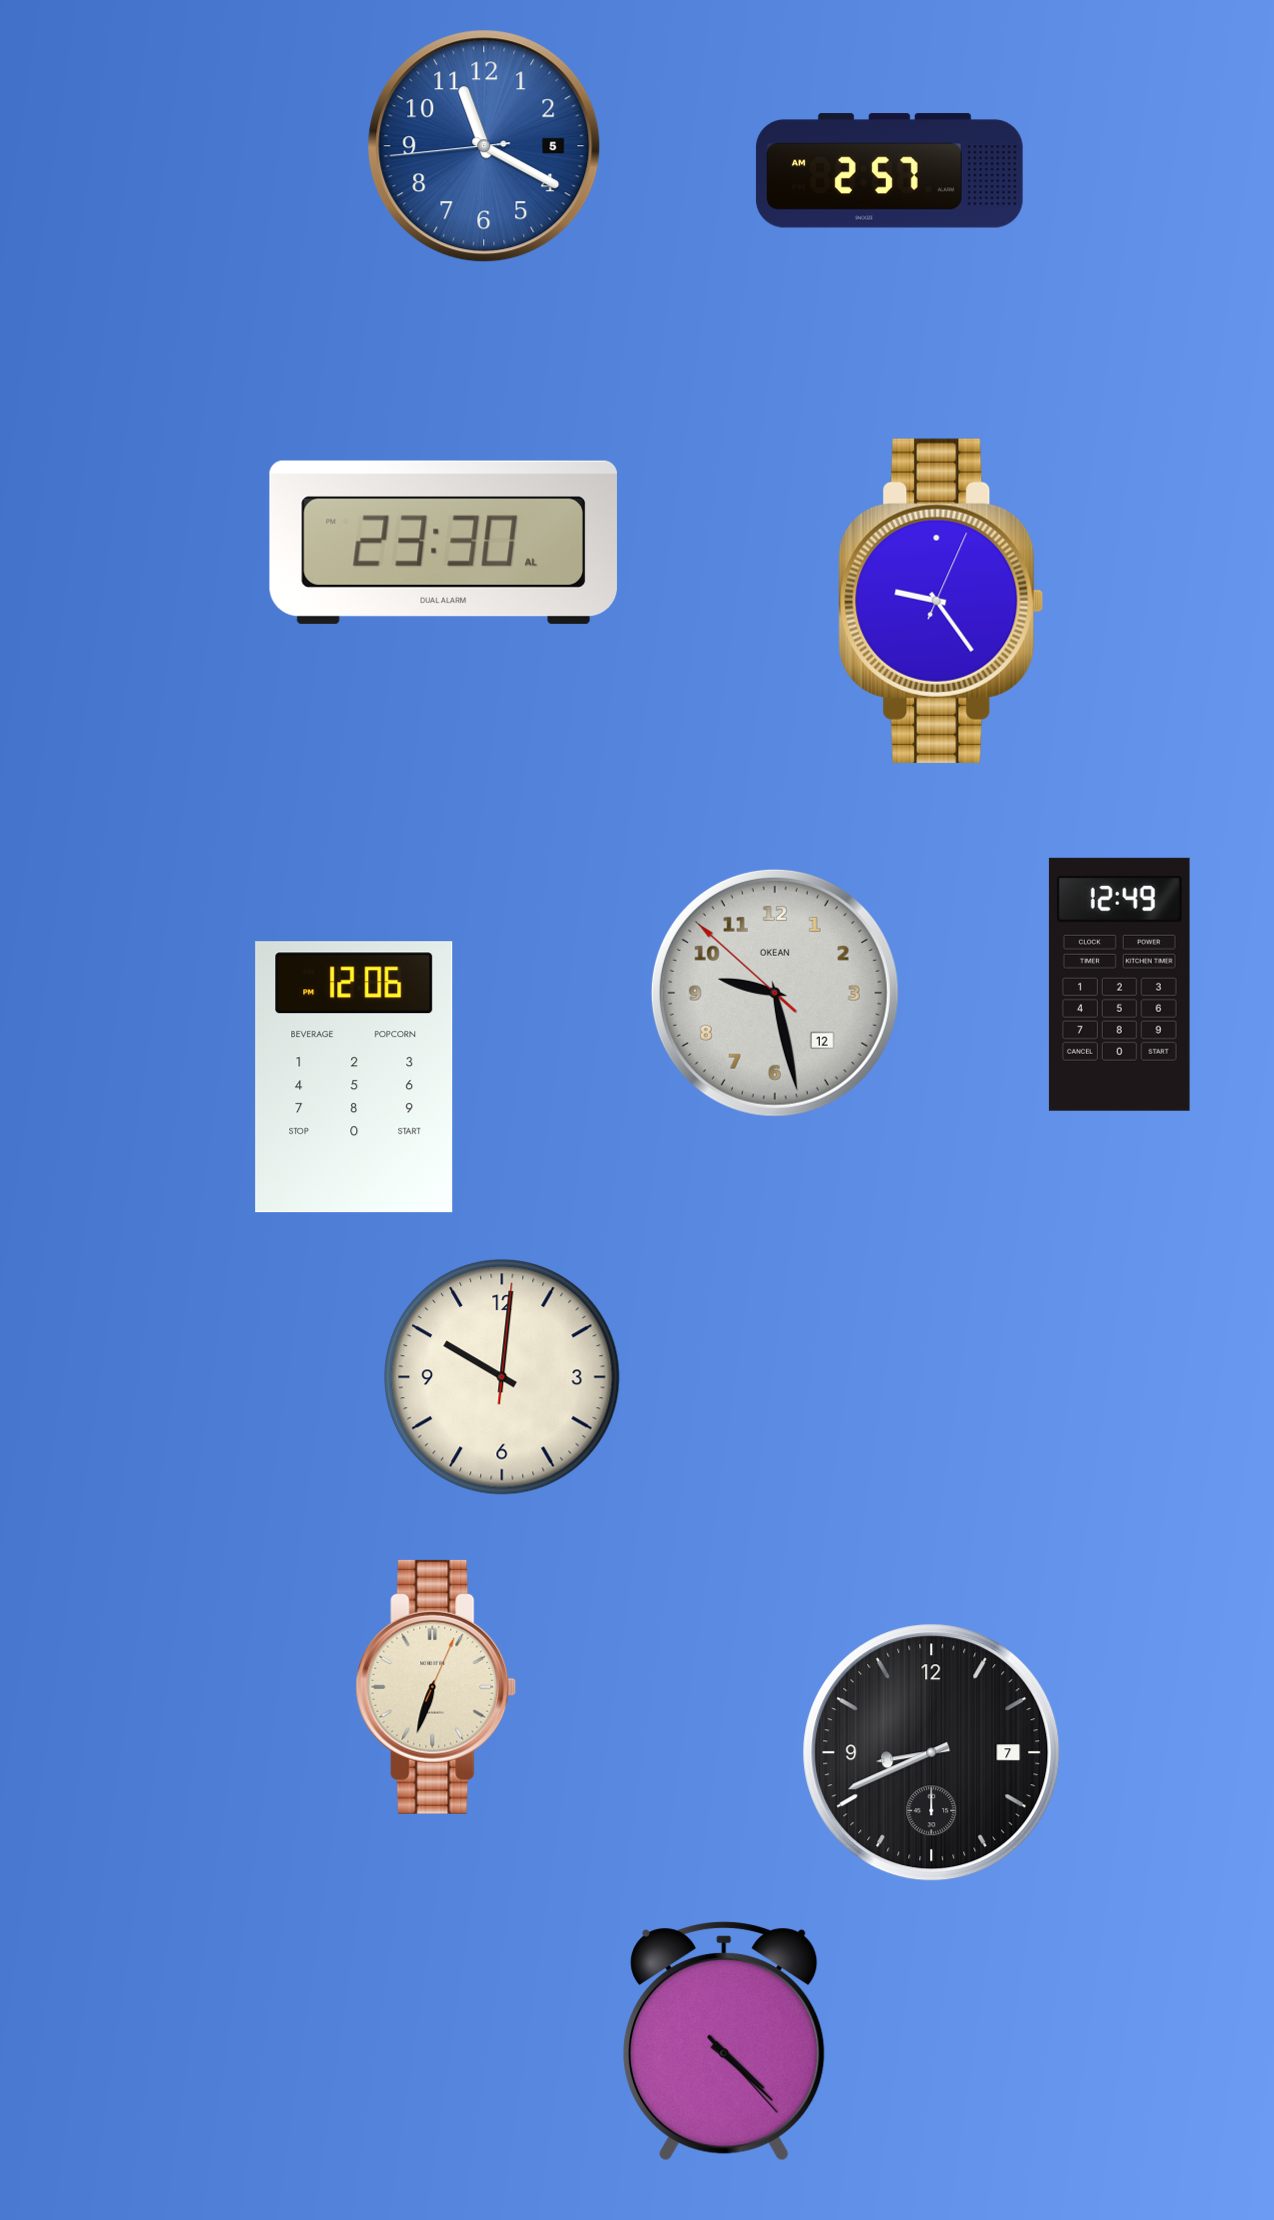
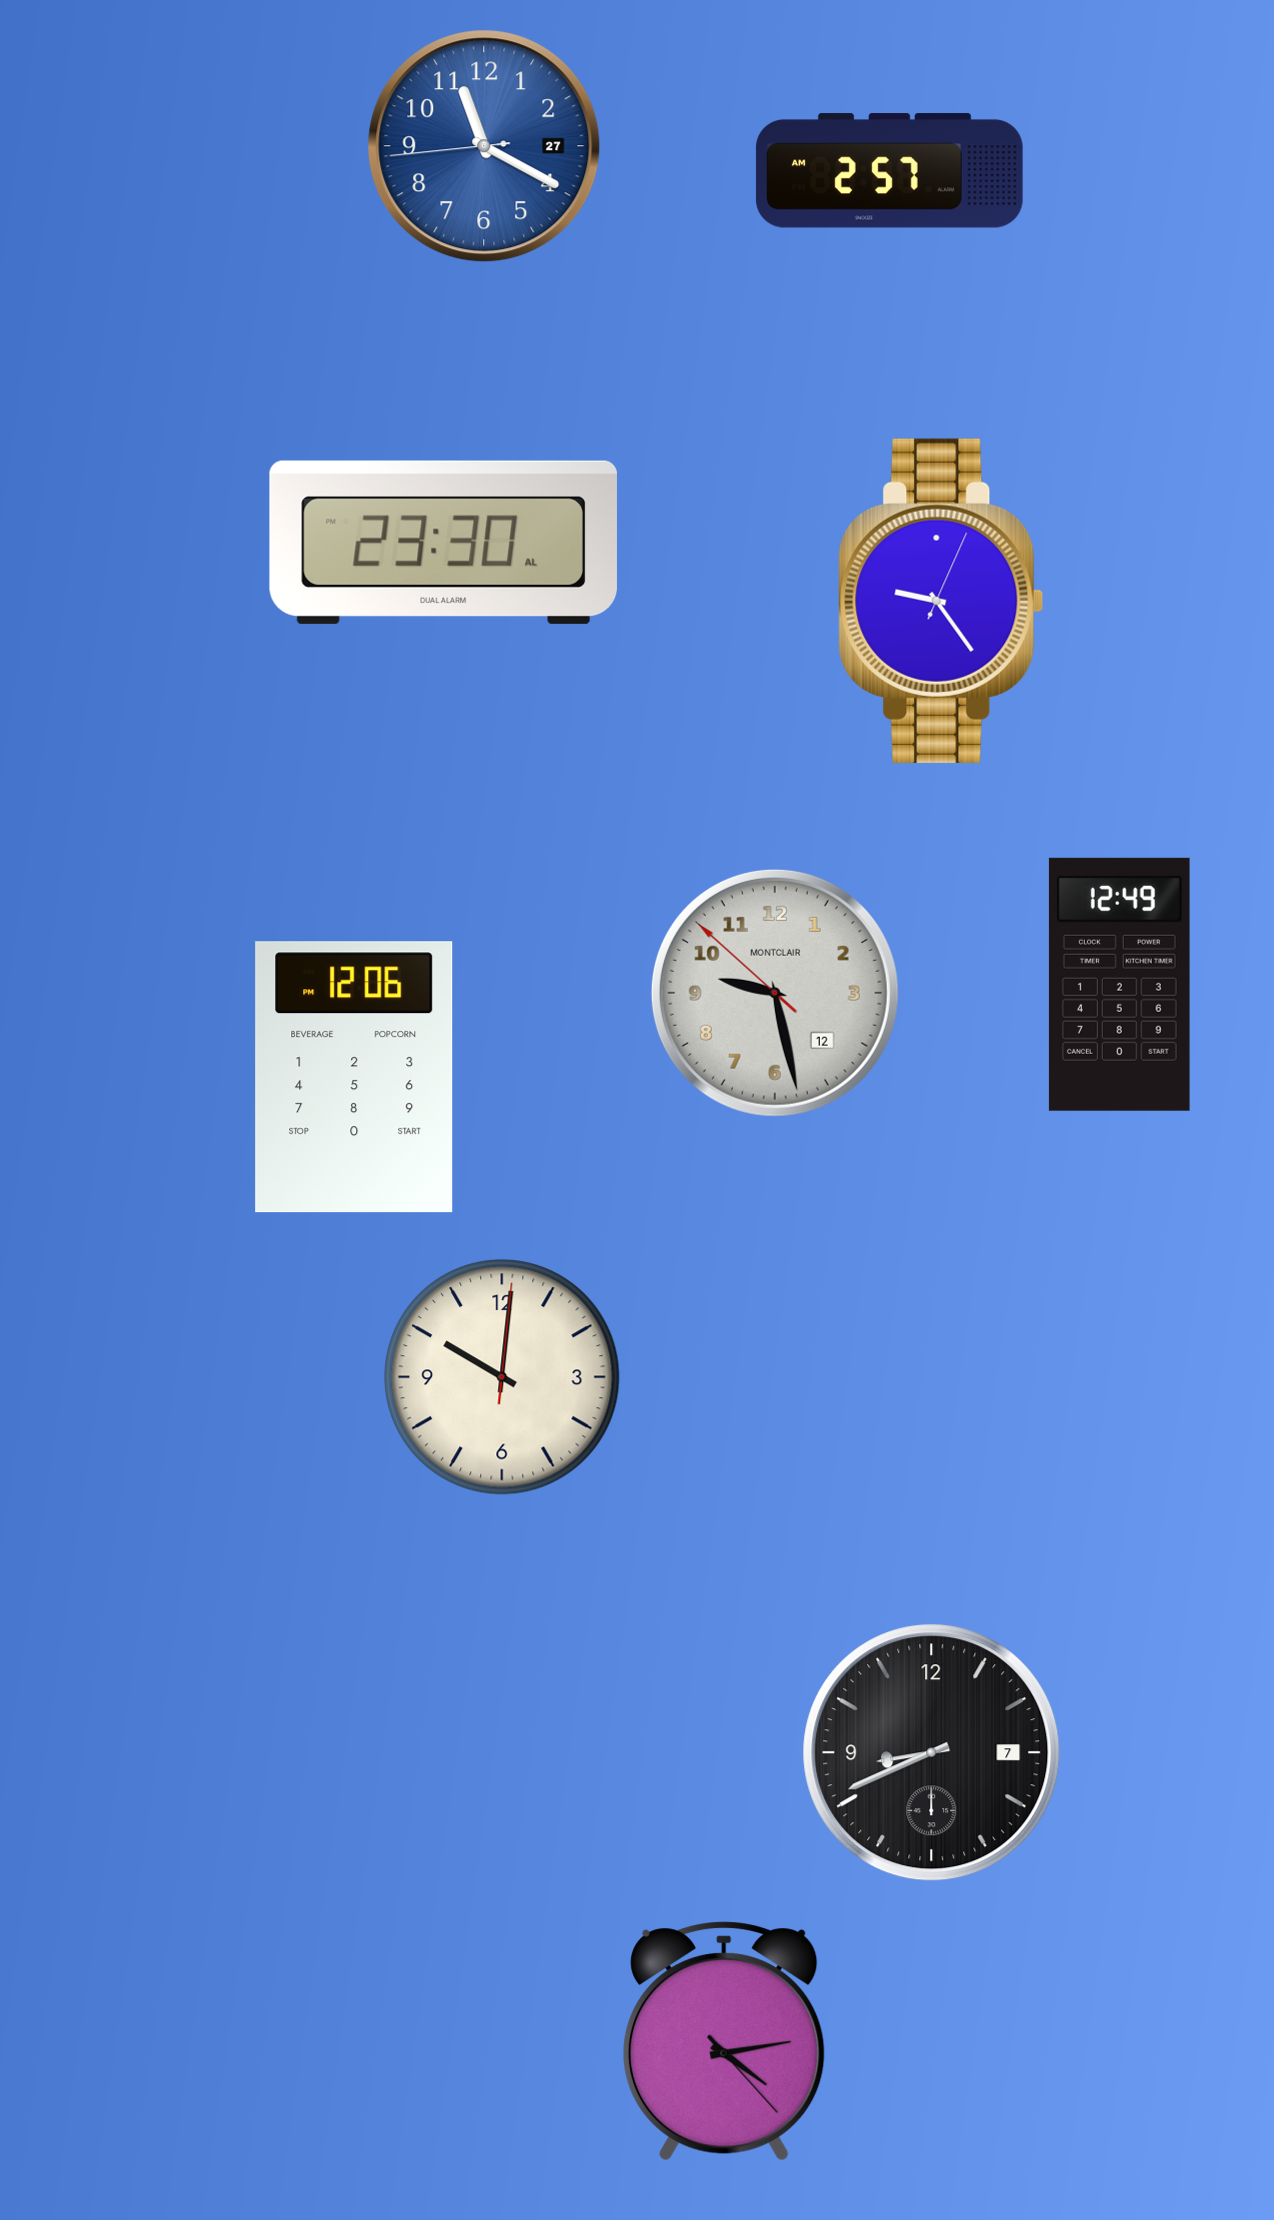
clock at (484, 146) date: 5 -> 27
clock at (775, 993) brand: OKEAN -> MONTCLAIR
clock at (436, 1687): 6:33 -> none
clock at (724, 2041): 4:22 -> 4:13
